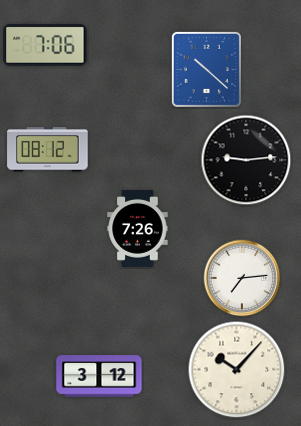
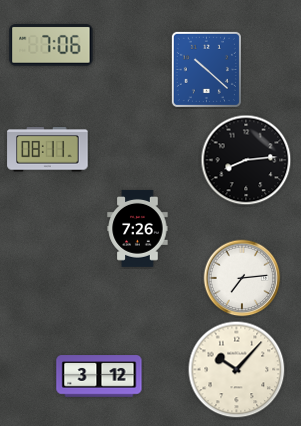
clock at (45, 46) position: (45, 46) -> (51, 46)
clock at (48, 150): 08:12 -> 08:11
clock at (246, 160): 9:14 -> 8:14
